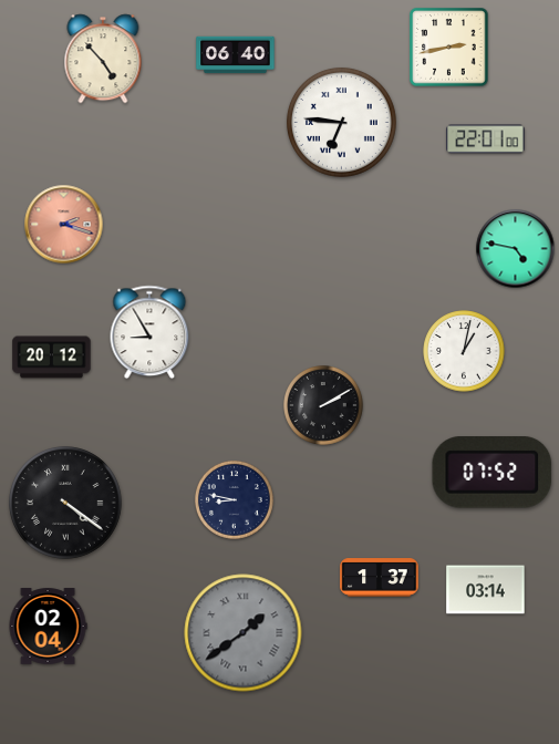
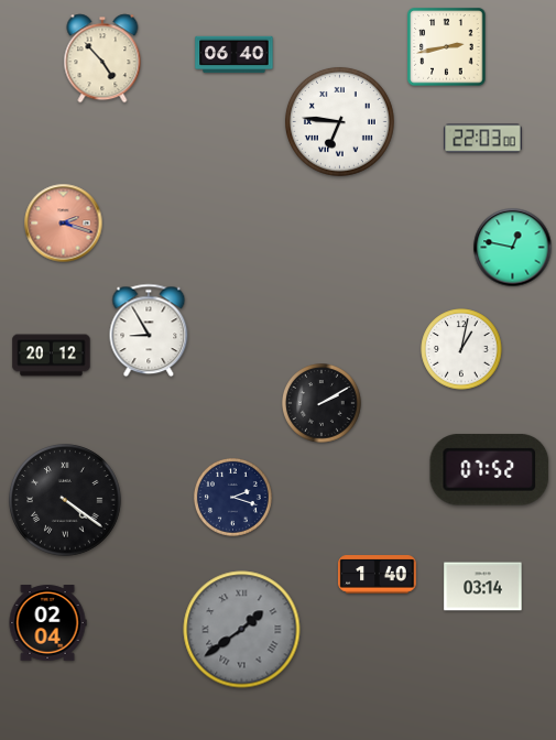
clock at (486, 139): 22:01 -> 22:03
clock at (516, 249): 4:47 -> 12:47
clock at (234, 499): 8:47 -> 2:18
clock at (380, 578): 1:37 -> 1:40
